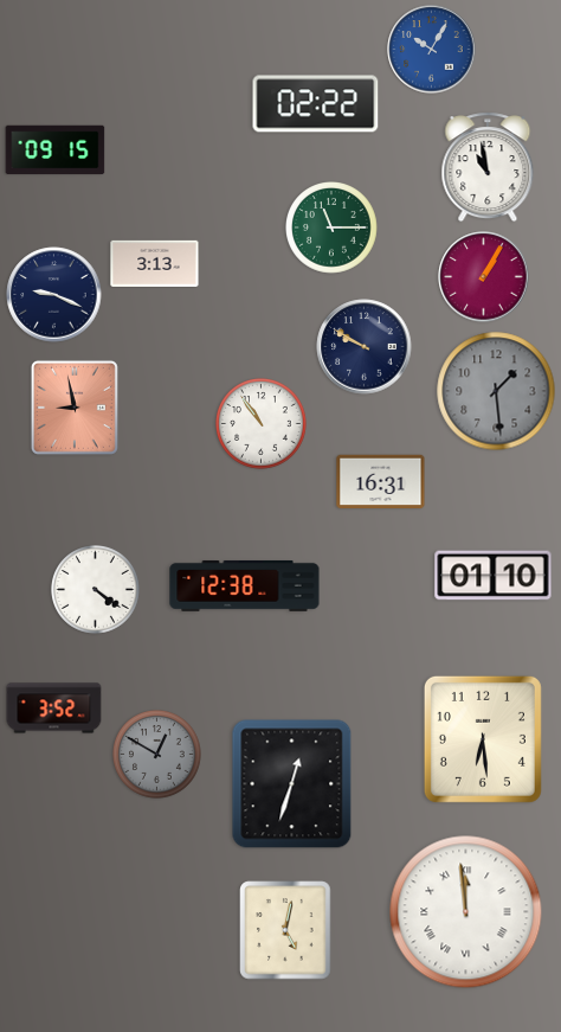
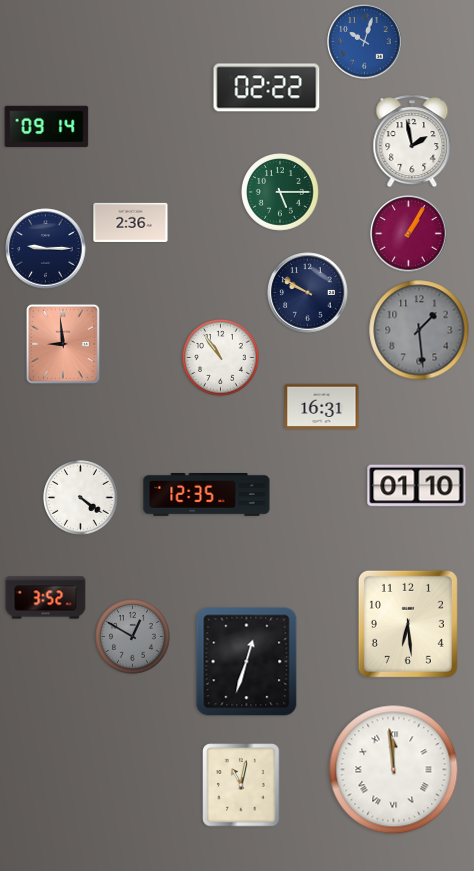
clock at (432, 50): 10:05 -> 10:03
clock at (56, 150): 09:15 -> 09:14
clock at (488, 167): 10:58 -> 1:58
clock at (333, 229): 11:15 -> 5:15
clock at (155, 263): 3:13 -> 2:36
clock at (54, 295): 9:19 -> 9:15
clock at (75, 408): 8:58 -> 8:59
clock at (245, 585): 12:38 -> 12:35
clock at (285, 930): 5:02 -> 11:02
